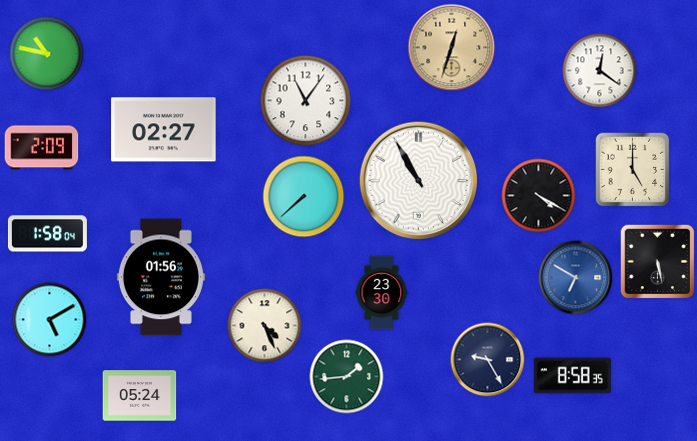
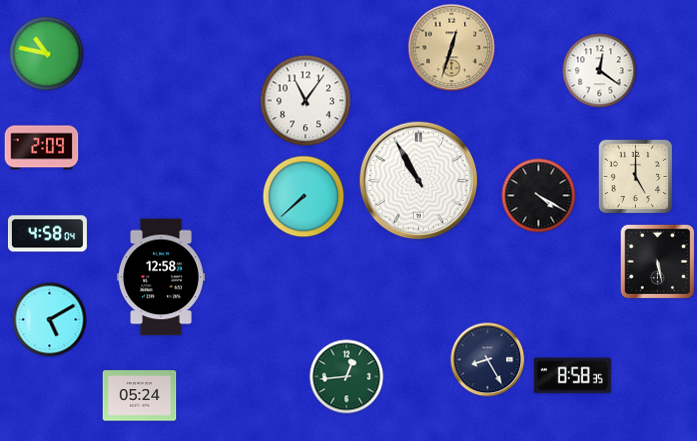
clock at (164, 130): 02:27 -> none
clock at (633, 170) position: (633, 170) -> (636, 177)
clock at (47, 234): 1:58 -> 4:58
clock at (161, 277): 01:56 -> 12:58
clock at (576, 278): 6:50 -> none
clock at (382, 293): 23:30 -> none
clock at (265, 326): 4:26 -> none
clock at (488, 360): 9:25 -> 8:25
clock at (347, 377): 1:44 -> 12:44
